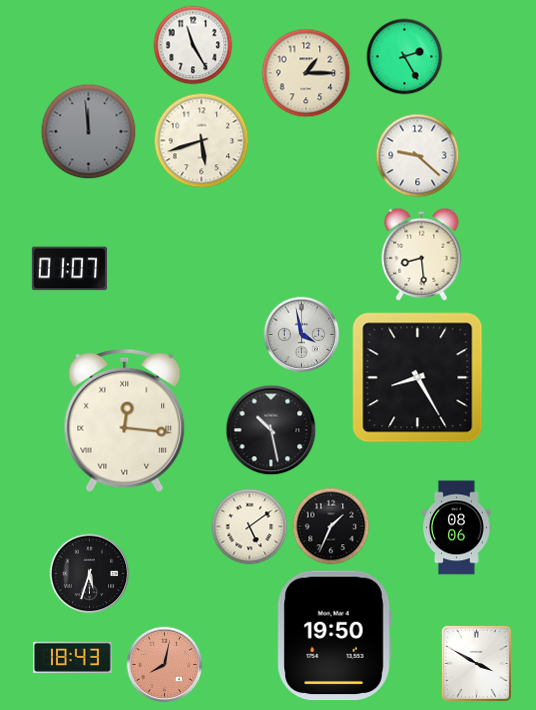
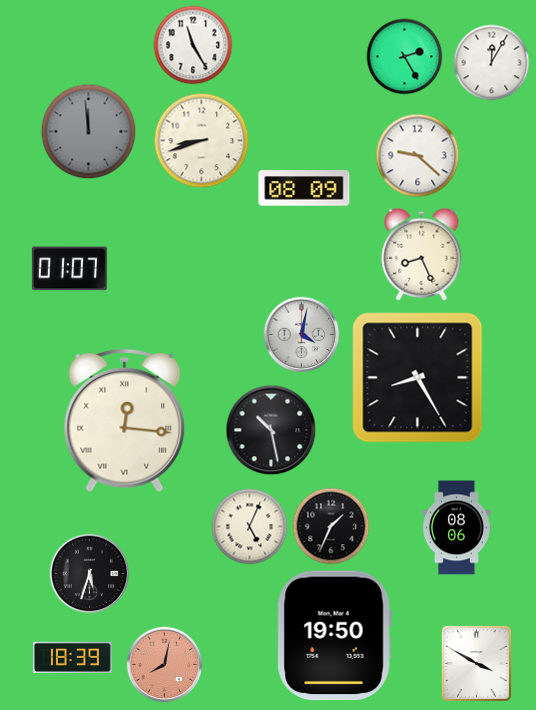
clock at (492, 63): none -> 12:05
clock at (306, 73): 1:15 -> none
clock at (202, 141): 5:42 -> 8:42
clock at (304, 188): none -> 08:09
clock at (422, 254): 8:29 -> 8:26
clock at (302, 335): 3:58 -> 4:02
clock at (250, 527): 5:09 -> 5:04
clock at (73, 657): 18:43 -> 18:39
